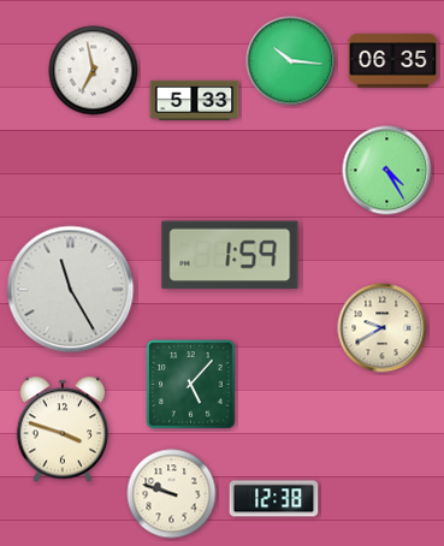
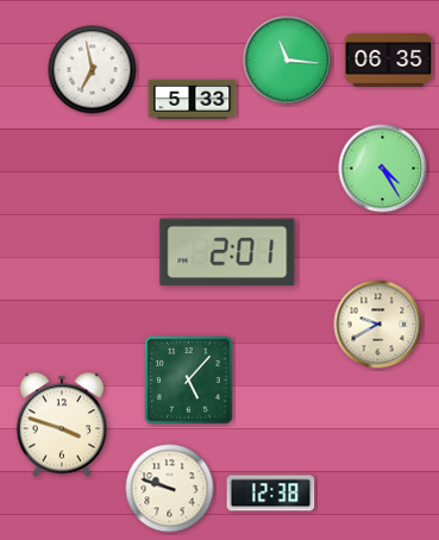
clock at (291, 61): 10:16 -> 11:16
clock at (230, 255): 1:59 -> 2:01
clock at (71, 290): 11:25 -> none
